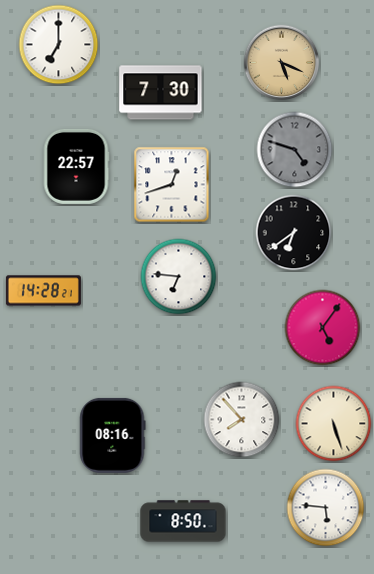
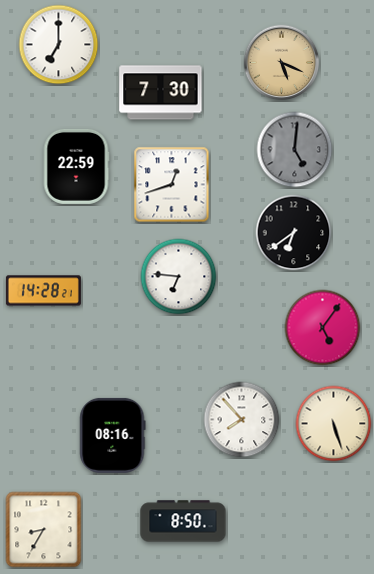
clock at (295, 150): 4:48 -> 5:01
clock at (76, 166): 22:57 -> 22:59
clock at (326, 508): 5:46 -> none
clock at (44, 530): none -> 8:35
